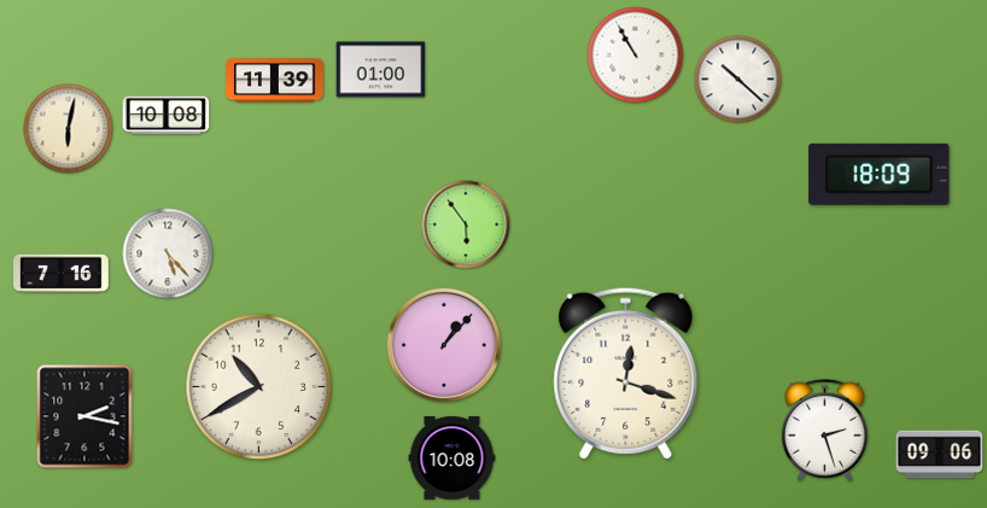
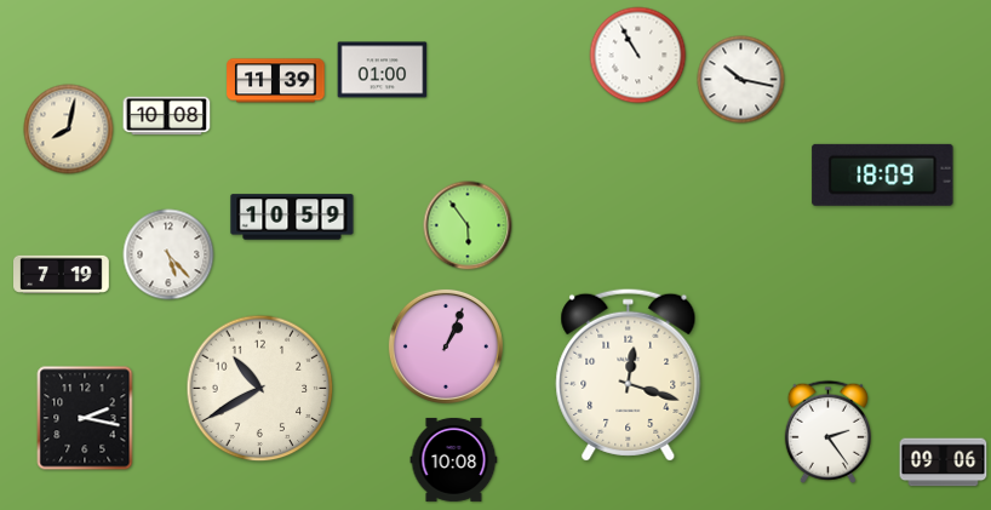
clock at (738, 80): 10:22 -> 10:17
clock at (69, 129): 6:02 -> 8:02
clock at (292, 217): none -> 10:59
clock at (62, 273): 7:16 -> 7:19
clock at (444, 345): 1:07 -> 1:04
clock at (824, 430): 2:27 -> 2:24
clock at (940, 455) position: (940, 455) -> (944, 463)
